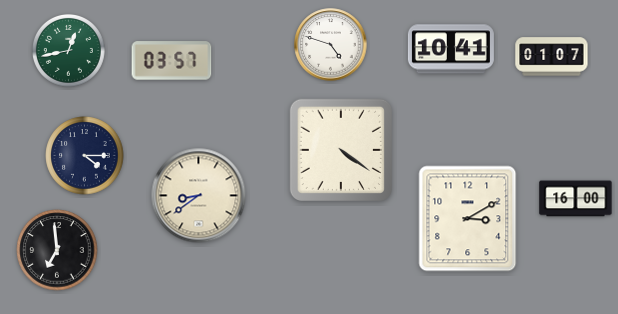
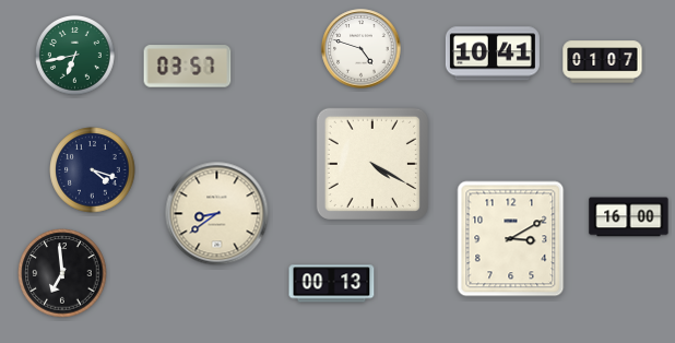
clock at (68, 50): 12:43 -> 6:43
clock at (341, 150): 4:21 -> 4:20
clock at (85, 156): 4:15 -> 4:18
clock at (332, 284): none -> 00:13
